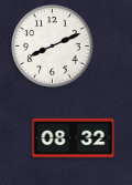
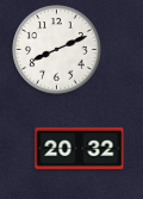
clock at (74, 137): 08:32 -> 20:32
